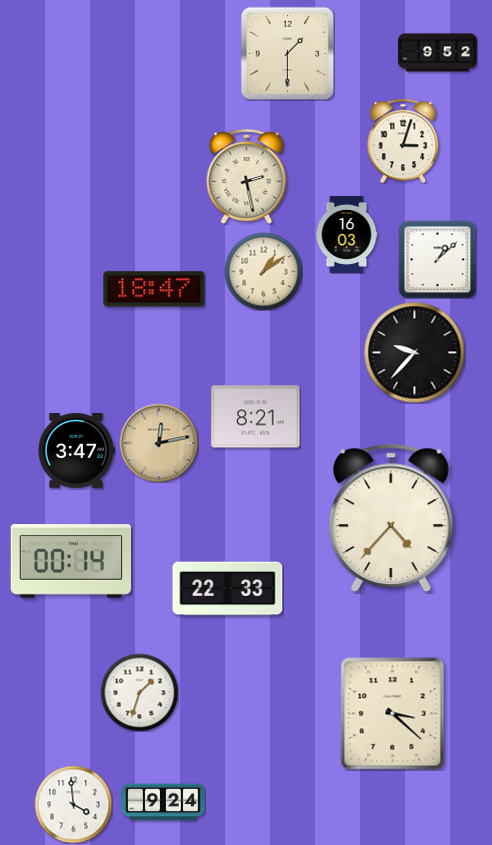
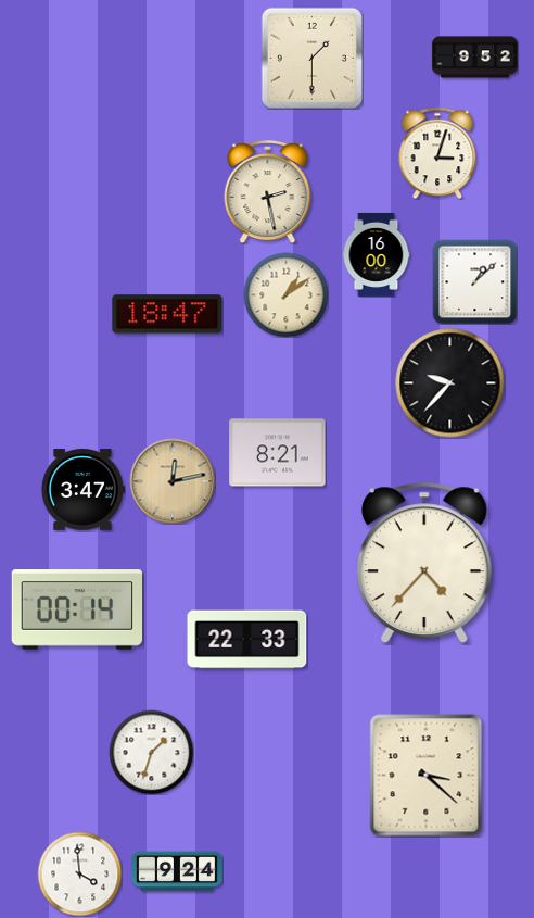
clock at (347, 234): 16:03 -> 16:00
